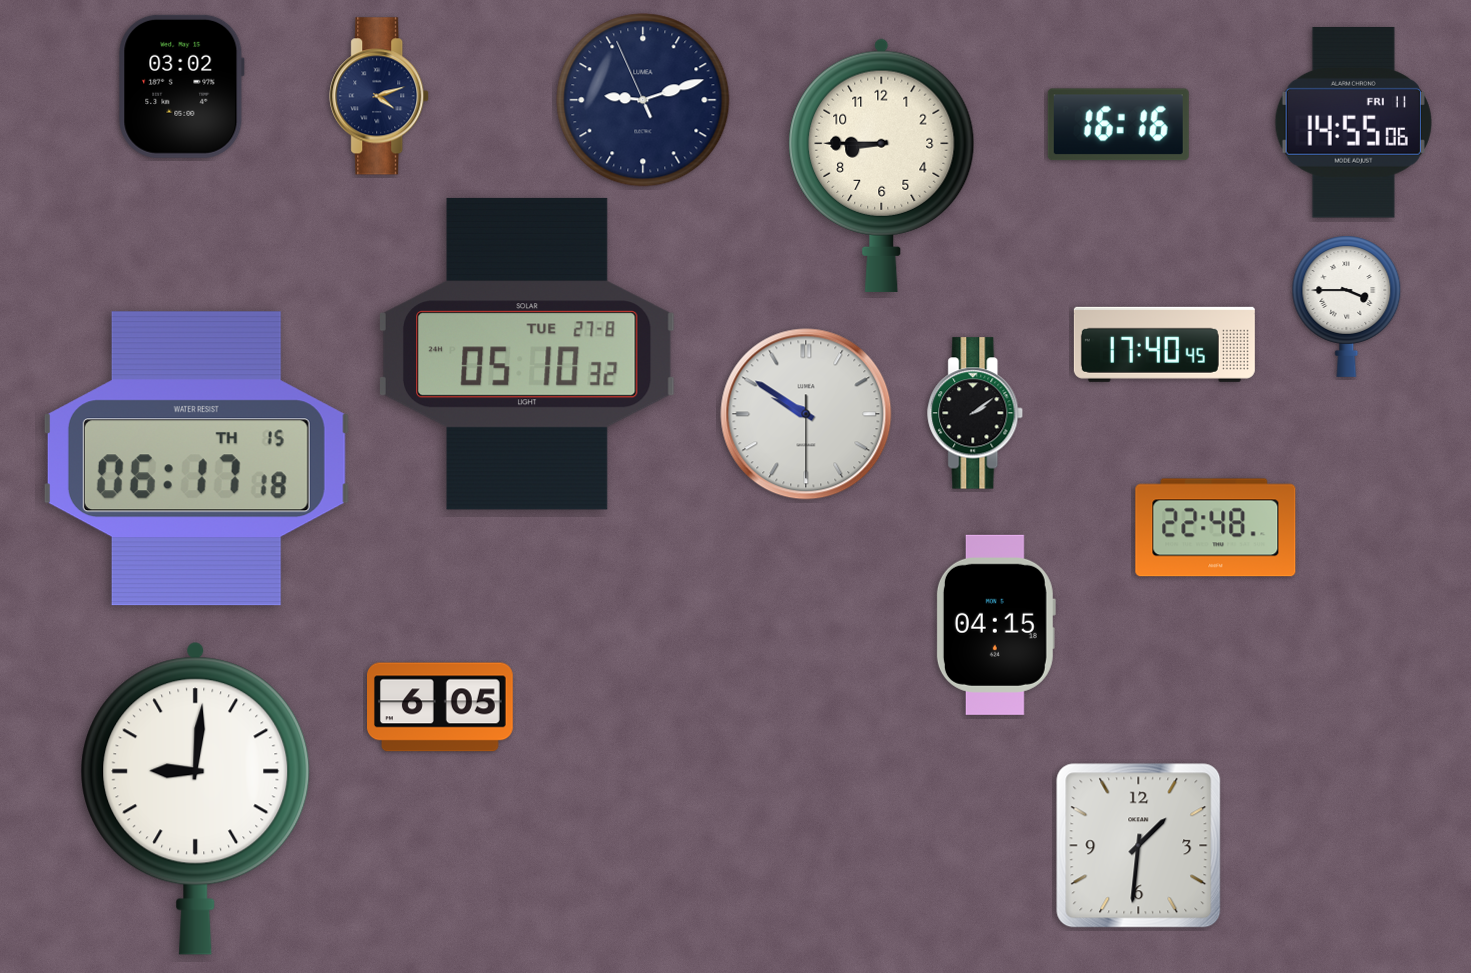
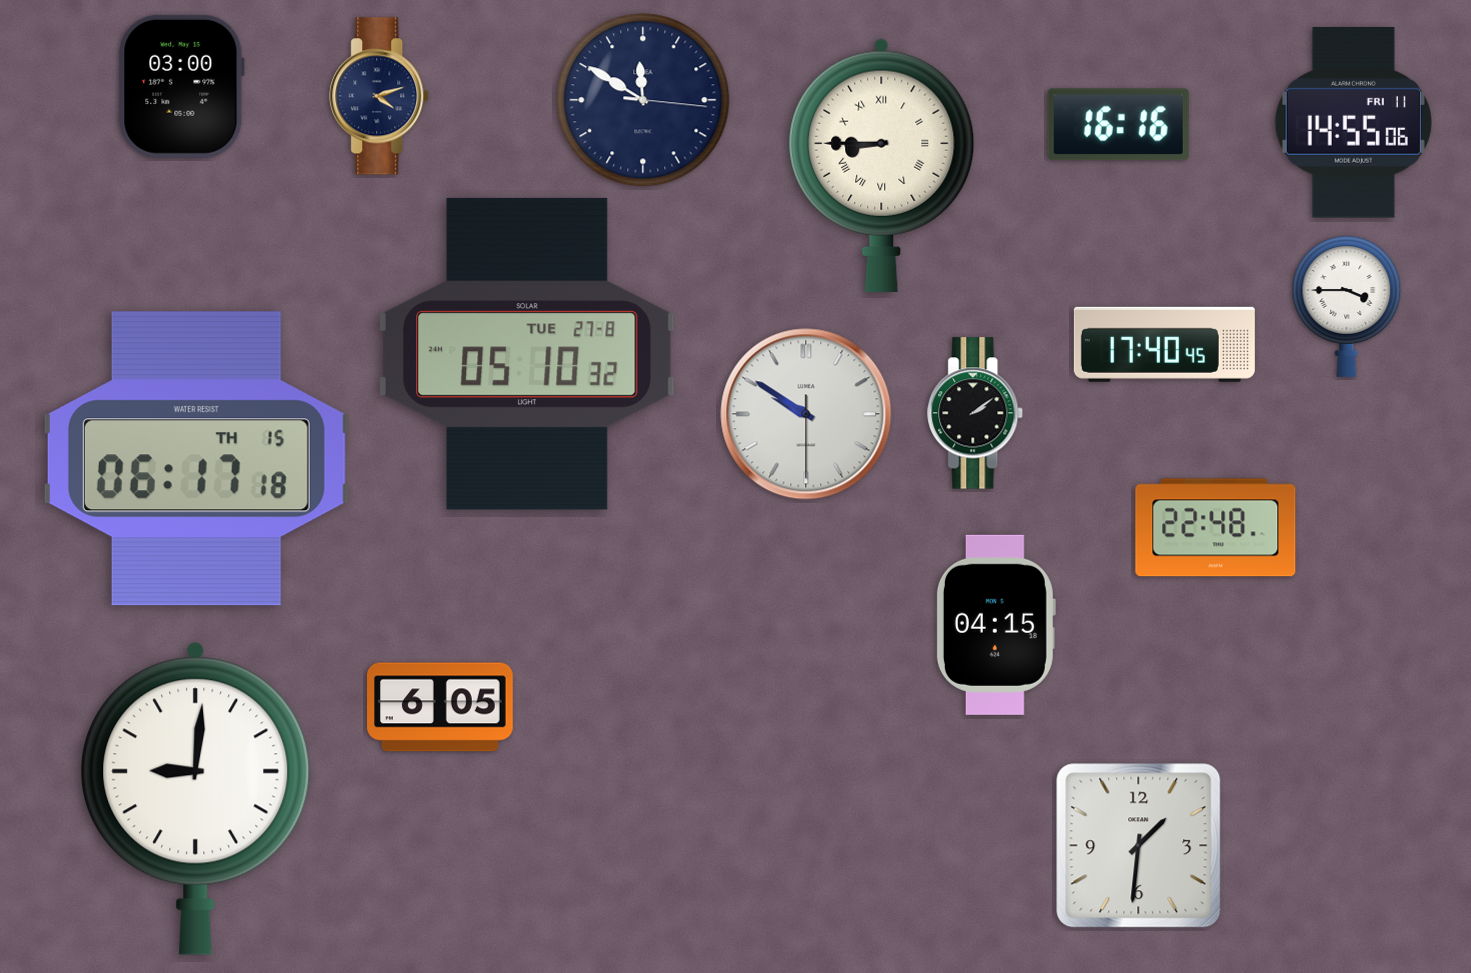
clock at (181, 86): 03:02 -> 03:00
clock at (643, 100): 9:11 -> 11:50
clock at (882, 165) numerals: Arabic -> Roman
